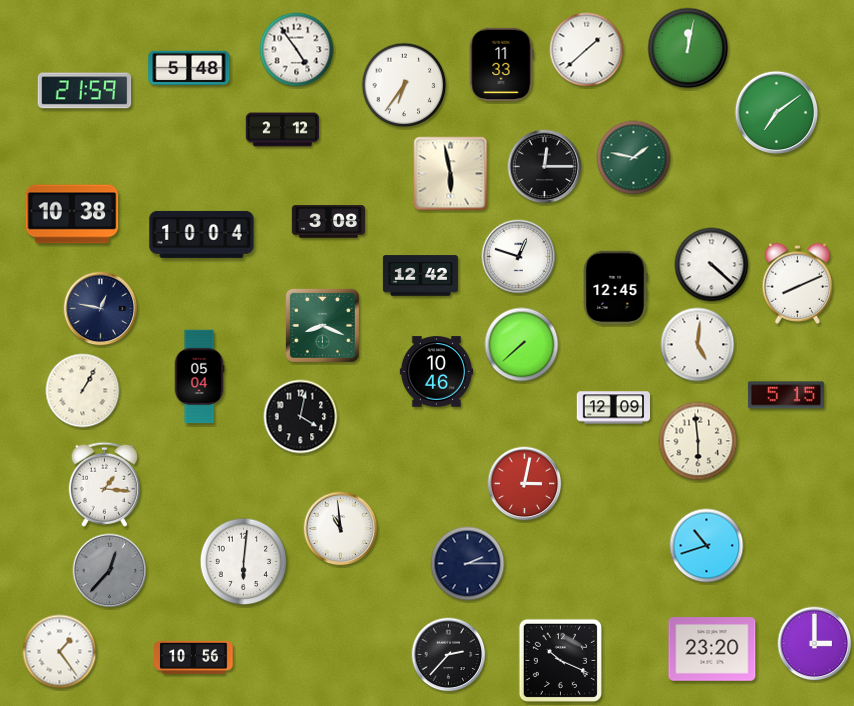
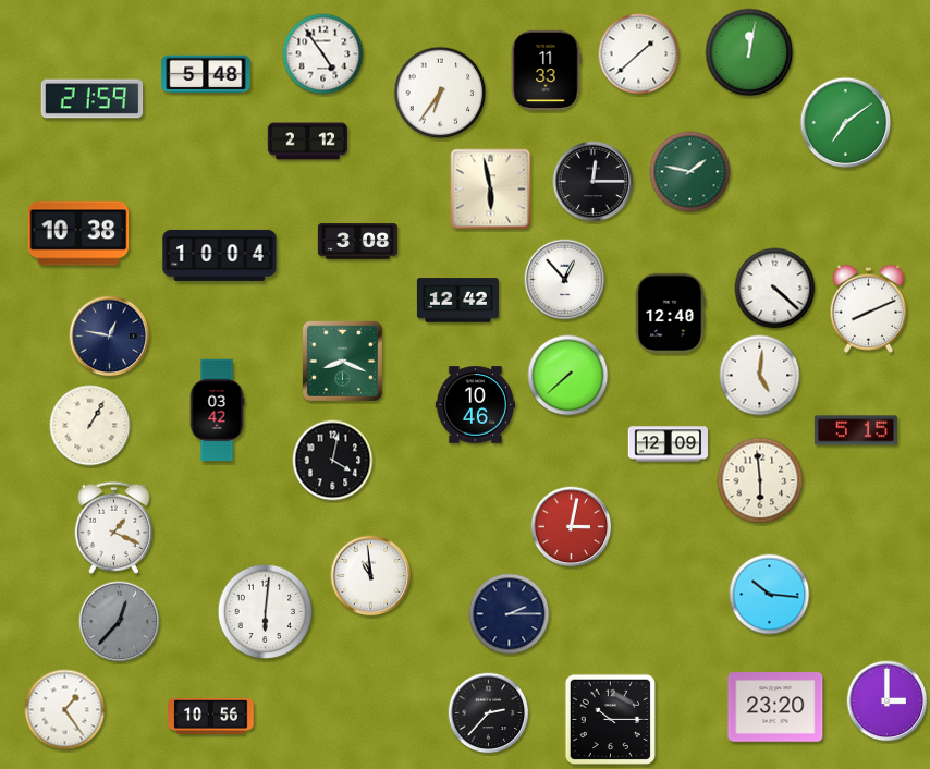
clock at (519, 257): 12:48 -> 12:53
clock at (615, 287): 12:45 -> 12:40
clock at (322, 325) position: (322, 325) -> (342, 361)
clock at (199, 377): 05:04 -> 03:42
clock at (301, 417) position: (301, 417) -> (333, 461)
clock at (104, 484): 1:16 -> 1:19
clock at (707, 546): 10:42 -> 10:16
clock at (560, 660): 10:19 -> 10:15
